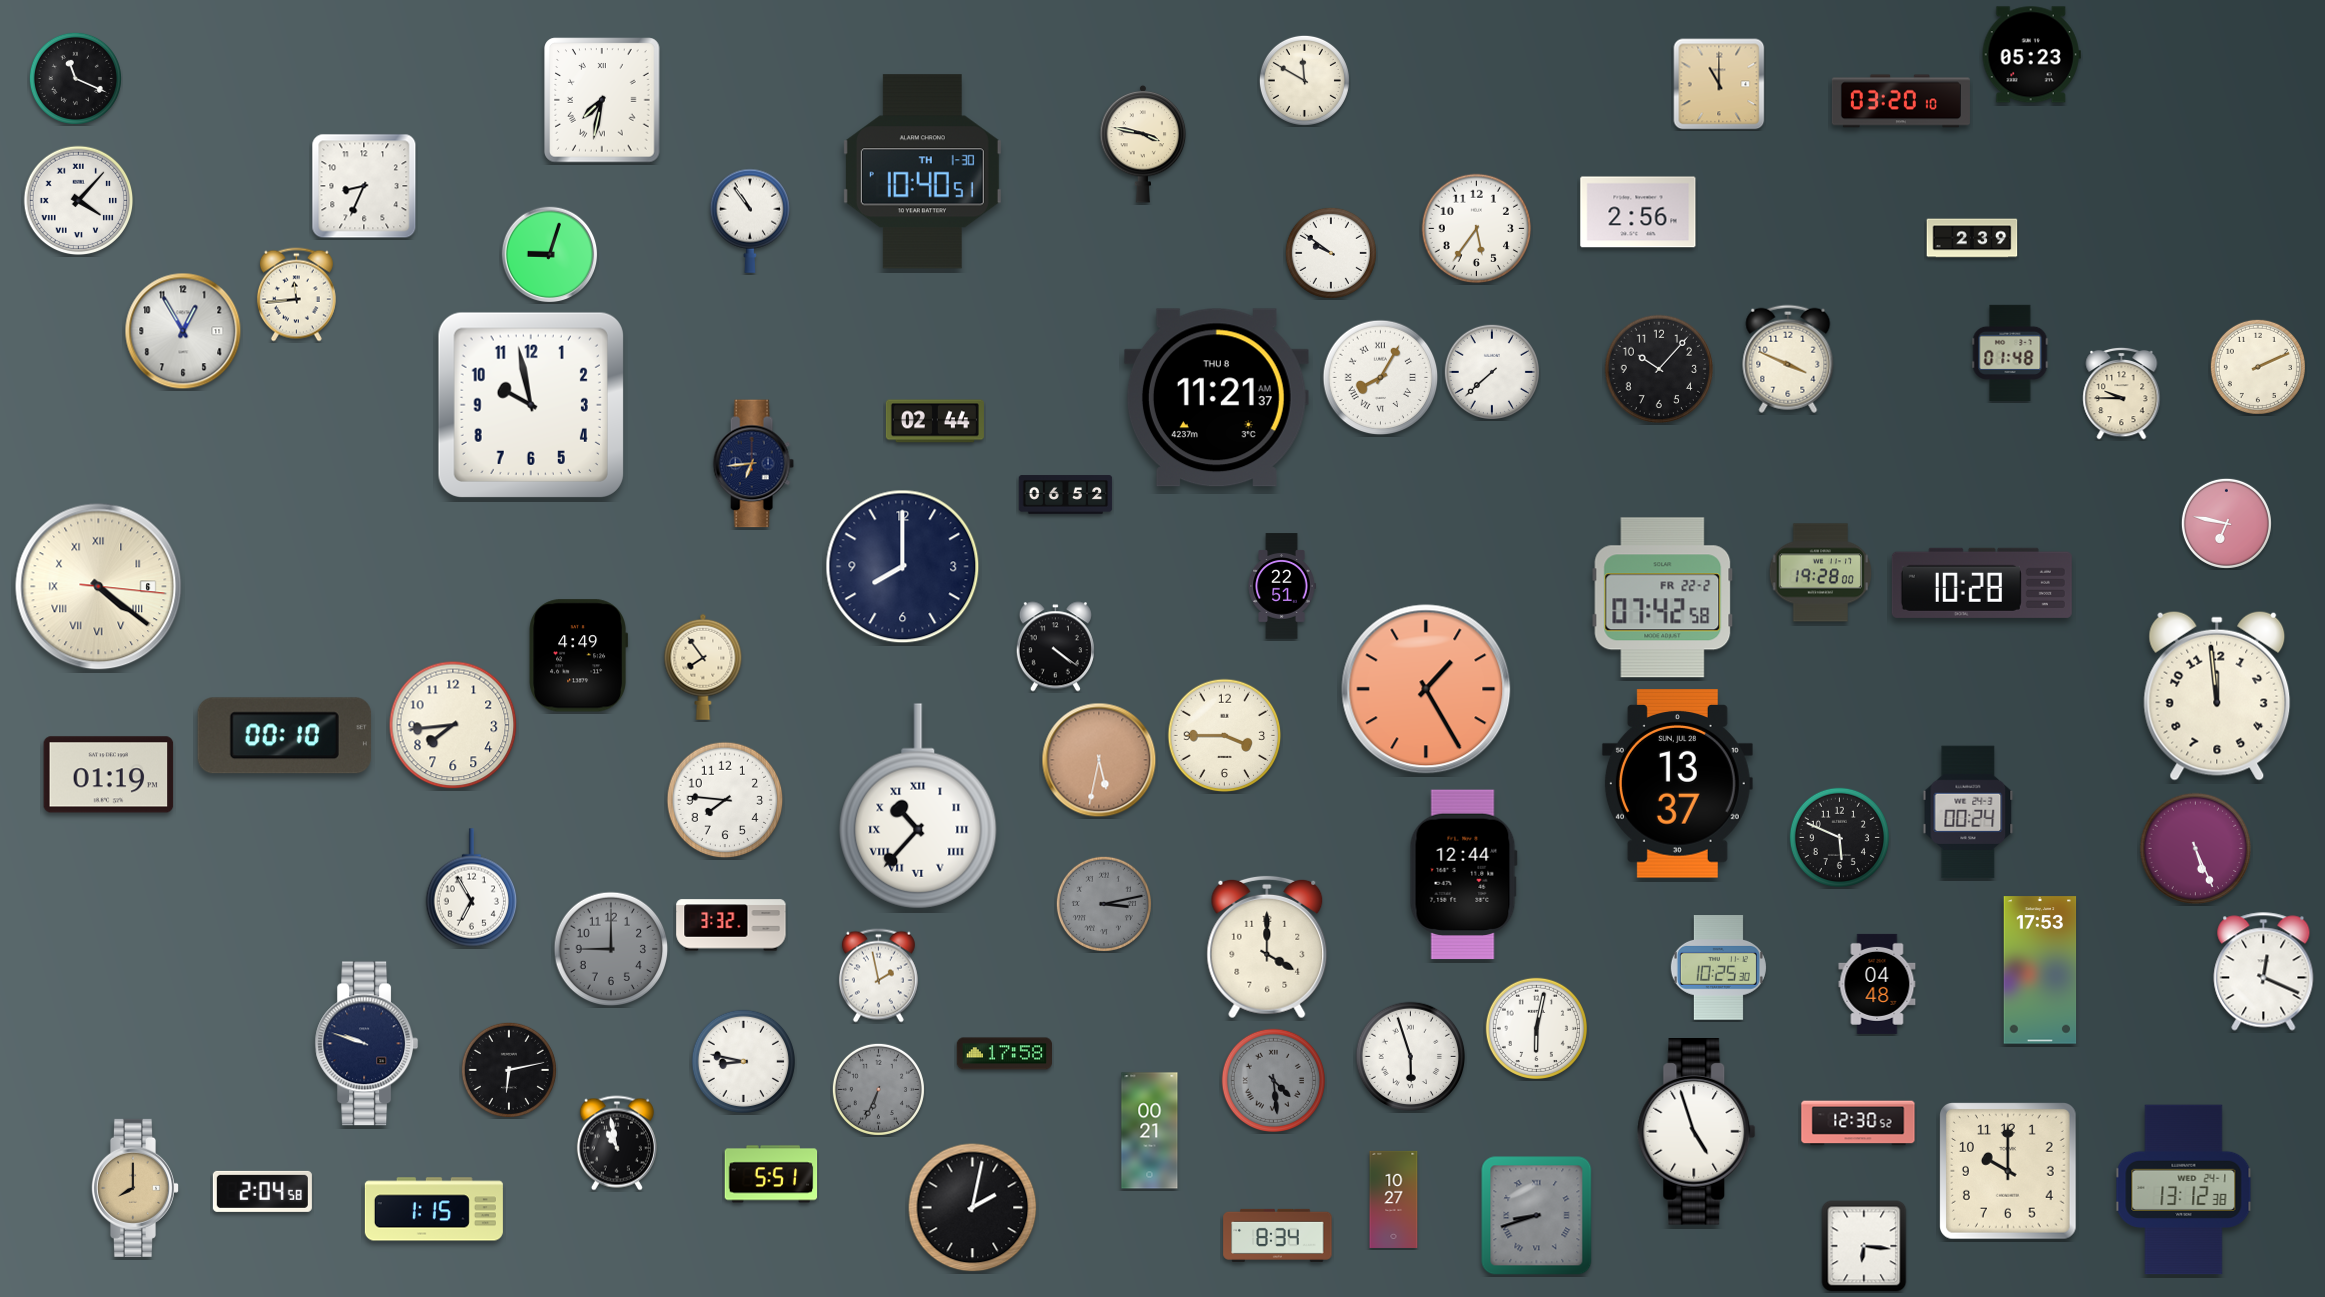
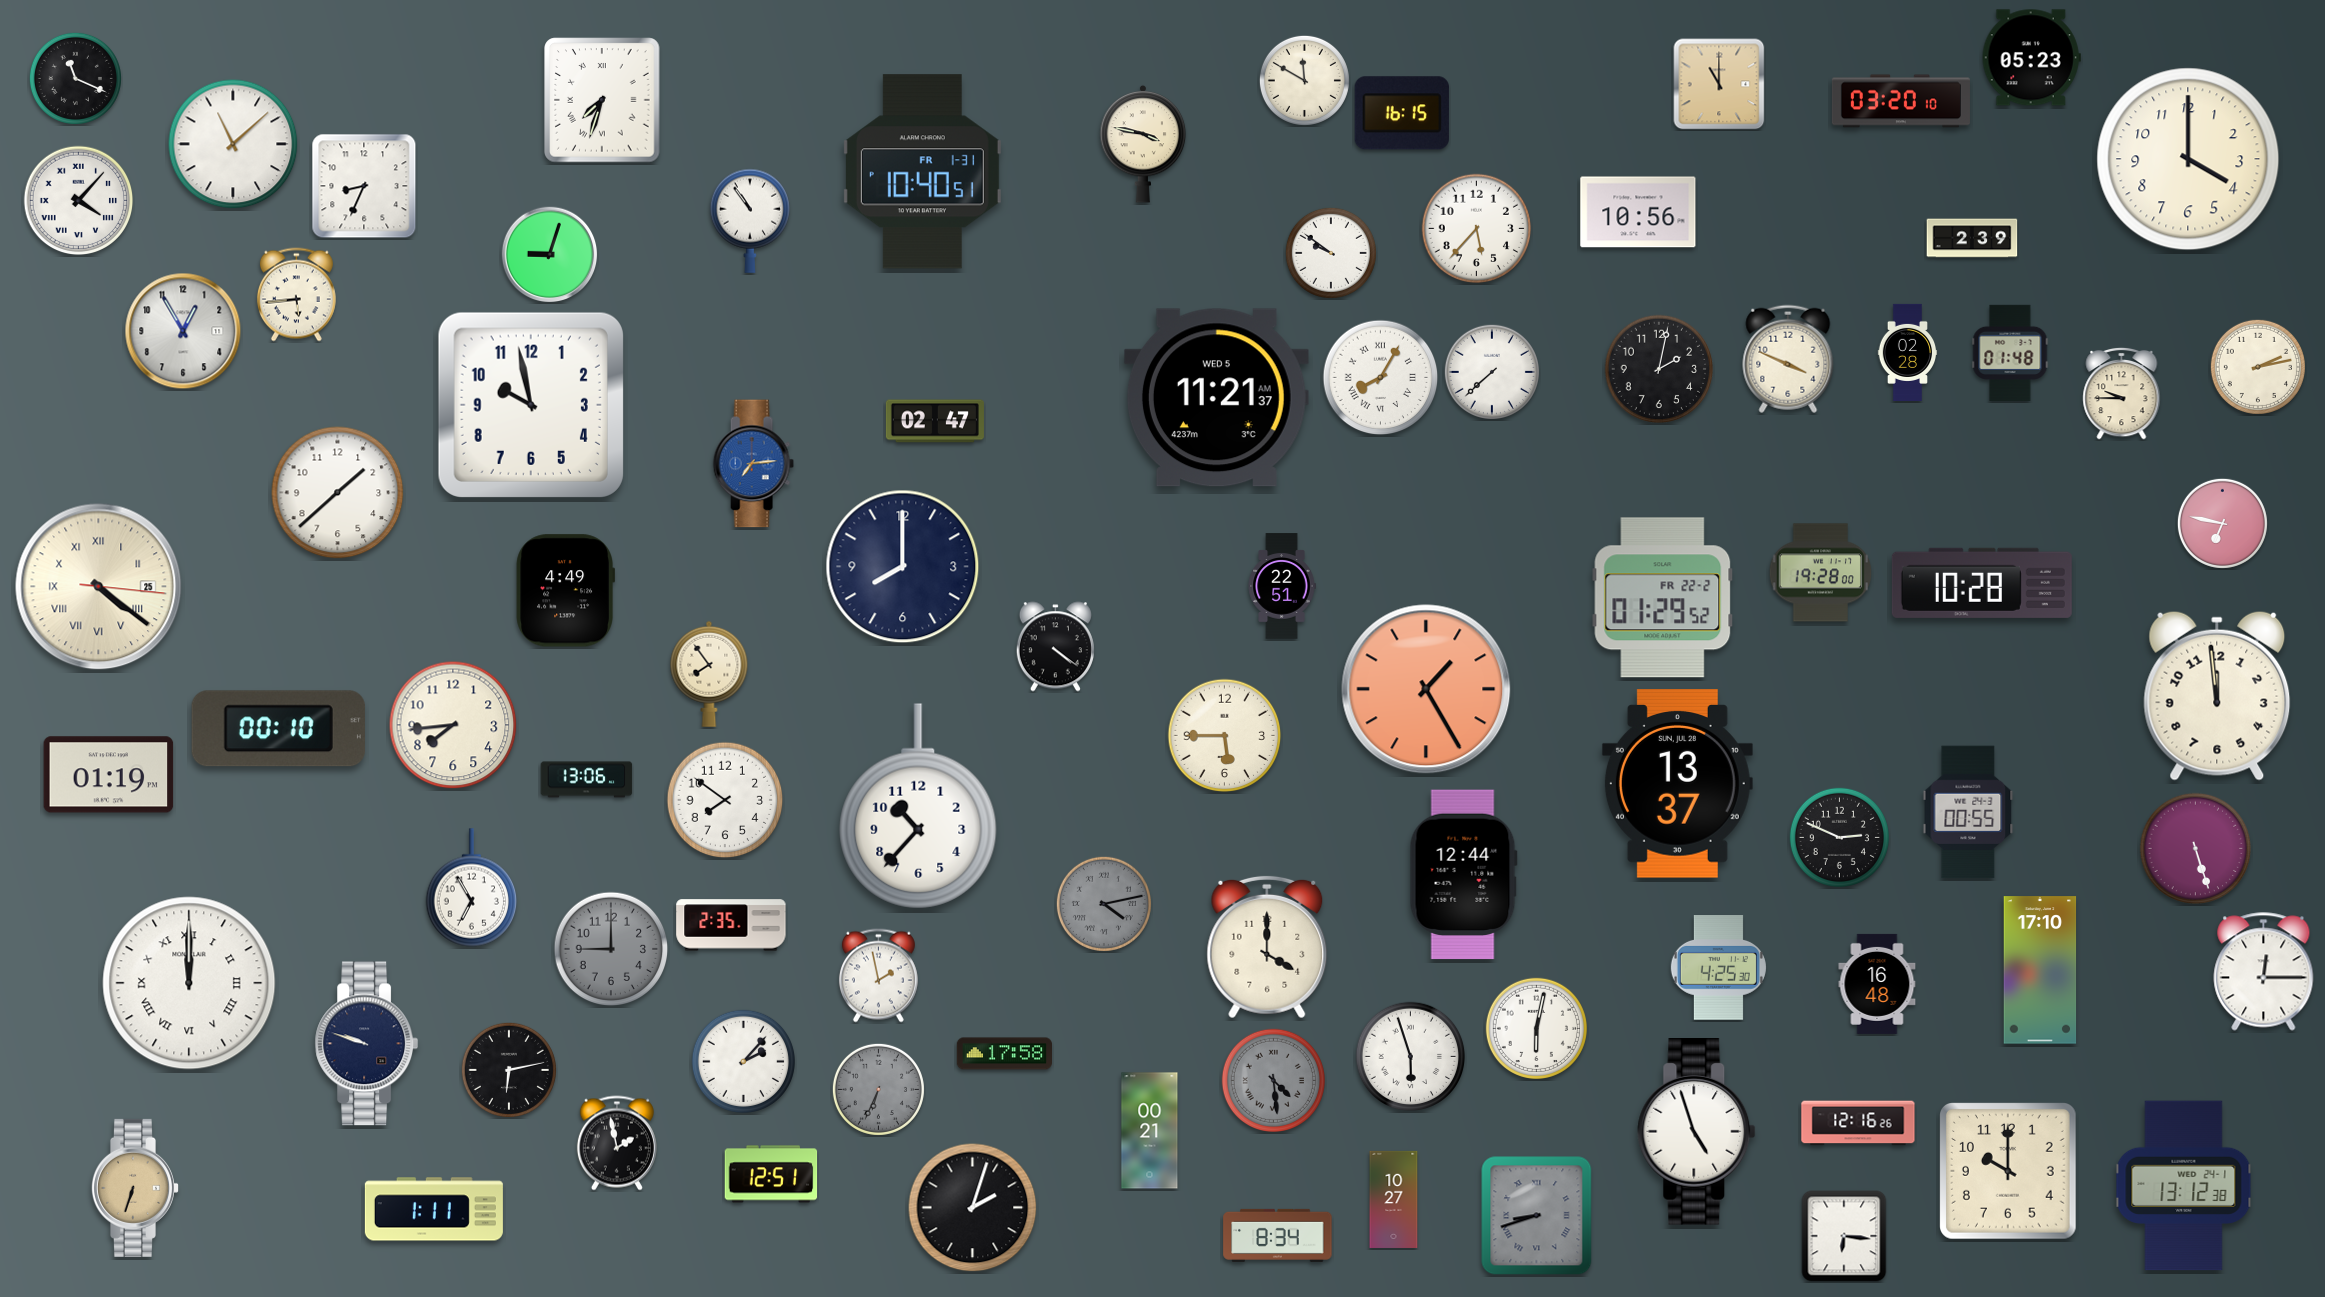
clock at (2031, 55) position: (2031, 55) -> (2031, 58)
clock at (602, 100): 7:32 -> 7:33
clock at (1402, 113): none -> 16:15
clock at (233, 144): none -> 11:08
clock at (2188, 159): none -> 4:00
clock at (922, 172) date: TH 1-30 -> FR 1-31
clock at (1638, 212): 2:56 -> 10:56
clock at (1477, 229): 5:36 -> 5:37
clock at (296, 295): 11:44 -> 5:44
clock at (1908, 352): none -> 02:28
clock at (2258, 367): 2:11 -> 2:13
clock at (1659, 369): 10:07 -> 2:02
clock at (1216, 398) date: THU 8 -> WED 5
clock at (935, 421): 02:44 -> 02:47
clock at (753, 464): 6:44 -> 7:14
clock at (753, 464) dial: navy -> blue
clock at (338, 493): none -> 1:38
clock at (1066, 495): 06:52 -> none
clock at (2226, 523) position: (2226, 523) -> (2222, 523)
clock at (99, 587) date: 6 -> 25
clock at (1663, 598): 07:42 -> 01:29
clock at (578, 656) position: (578, 656) -> (565, 591)
clock at (703, 667) position: (703, 667) -> (709, 674)
clock at (284, 736) position: (284, 736) -> (278, 729)
clock at (1225, 736): 3:45 -> 5:45
clock at (1099, 760): 5:32 -> none
clock at (587, 780): none -> 13:06
clock at (725, 800): 7:46 -> 7:51
clock at (918, 806) numerals: Roman -> Arabic
clock at (1968, 812): 00:24 -> 00:55
clock at (1839, 837): 5:49 -> 2:49
clock at (2196, 849): 5:26 -> 5:27
clock at (1104, 904): 3:13 -> 4:13
clock at (731, 925): 3:32 -> 2:35
clock at (1718, 968): 10:25 -> 4:25
clock at (2040, 970): 17:53 -> 17:10
clock at (2264, 972): 12:19 -> 12:15
clock at (189, 983): none -> 12:00
clock at (1877, 984): 04:48 -> 16:48
clock at (743, 1061): 8:47 -> 2:07
clock at (1858, 1123): 12:30 -> 12:16
clock at (617, 1143): 10:58 -> 1:58
clock at (771, 1174): 5:51 -> 12:51
clock at (134, 1188): 8:00 -> 6:33
clock at (2184, 1190) position: (2184, 1190) -> (2184, 1186)
clock at (262, 1191): 2:04 -> none
clock at (973, 1208): 2:02 -> 2:03
clock at (434, 1209): 1:15 -> 1:11
clock at (1864, 1246) position: (1864, 1246) -> (1844, 1236)
